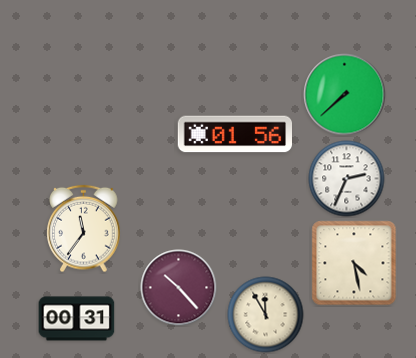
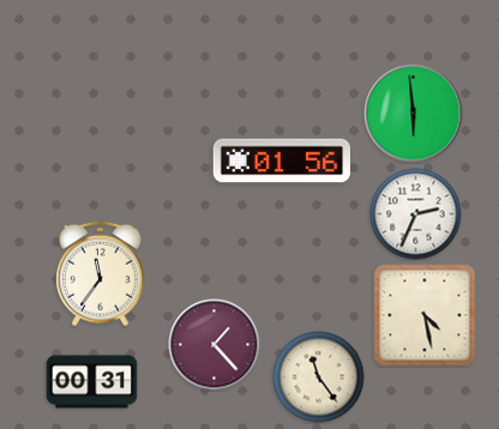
clock at (345, 95): 7:38 -> 5:59
clock at (179, 288): 10:23 -> 1:23
clock at (266, 315): 11:55 -> 11:24
